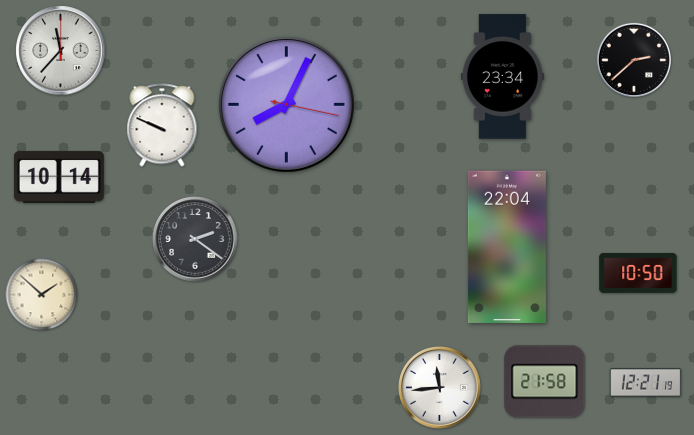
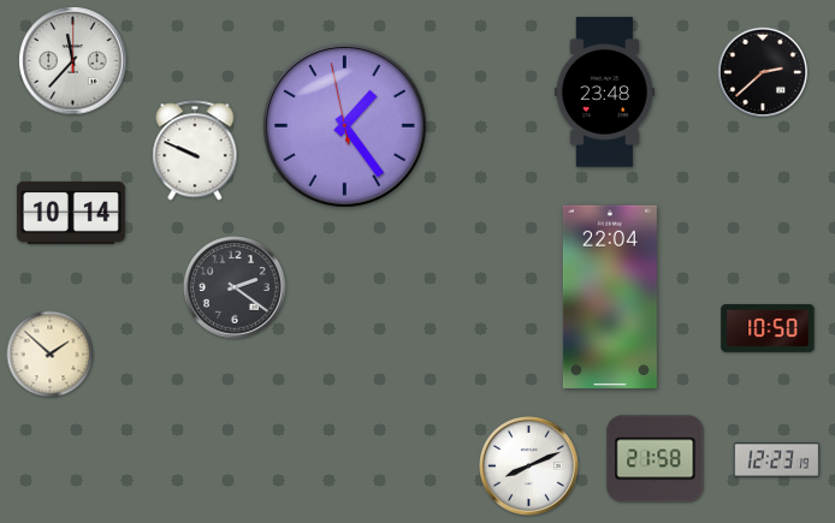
clock at (502, 77): 23:34 -> 23:48
clock at (286, 104): 8:04 -> 1:23
clock at (646, 383): 12:21 -> 12:23
clock at (440, 388): 11:44 -> 8:11
